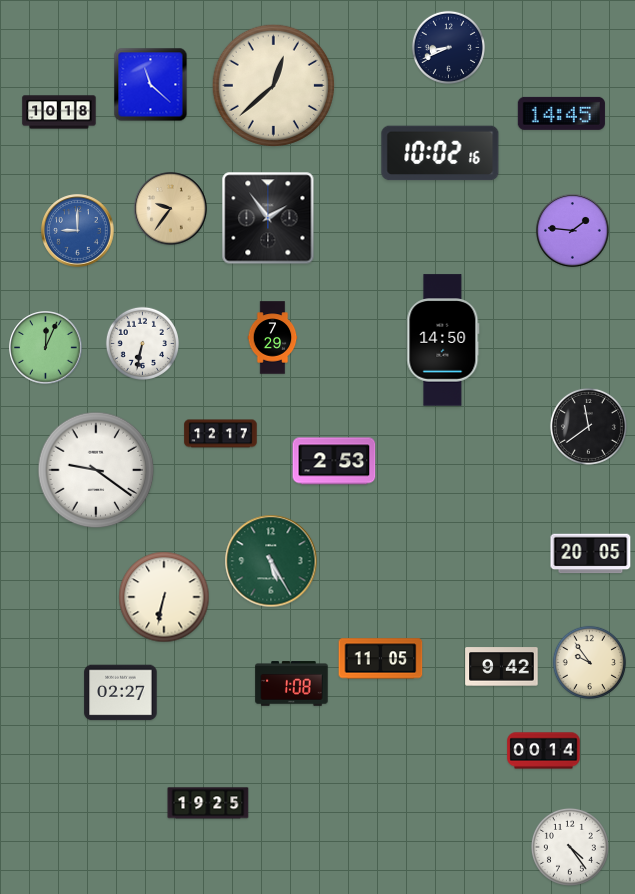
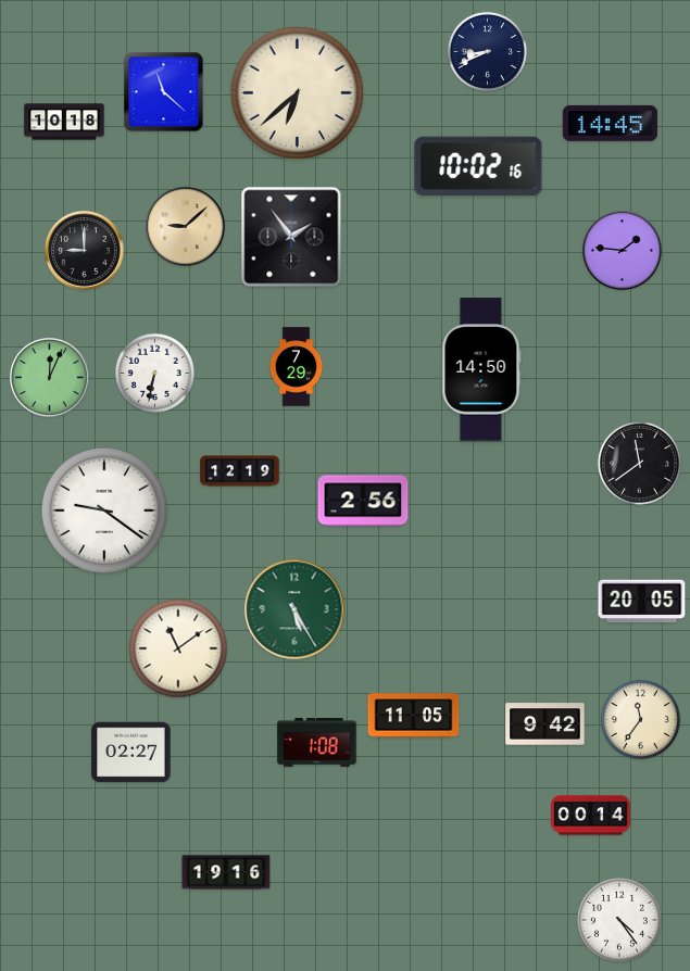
clock at (273, 85): 12:38 -> 6:38
clock at (171, 209): 9:36 -> 9:08
clock at (78, 231) dial: blue -> black
clock at (221, 434): 12:17 -> 12:19
clock at (334, 461): 2:53 -> 2:56
clock at (164, 597): 6:32 -> 11:09
clock at (589, 662): 9:54 -> 11:36
clock at (208, 803): 19:25 -> 19:16
